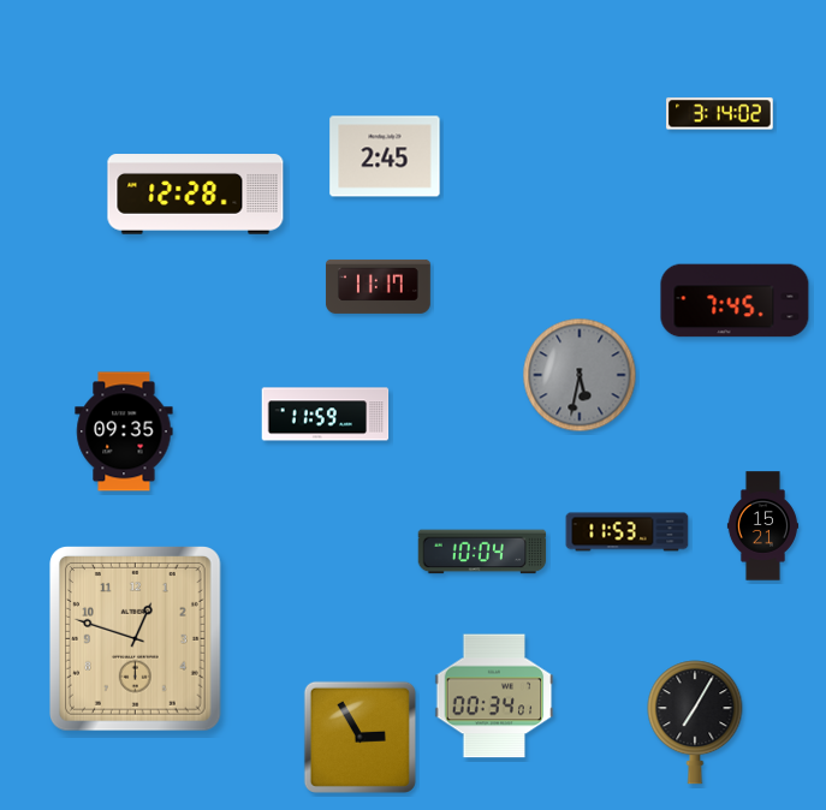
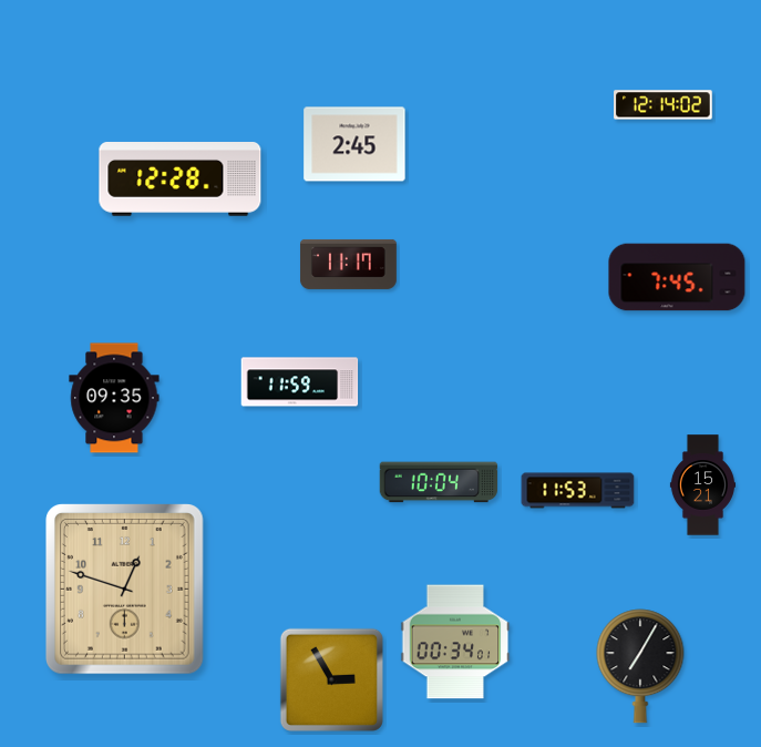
clock at (720, 114): 3:14 -> 12:14
clock at (580, 375): 5:32 -> none
clock at (482, 552) position: (482, 552) -> (439, 482)
